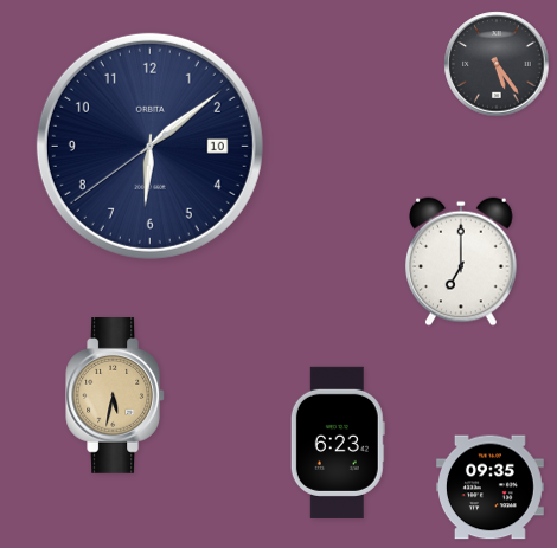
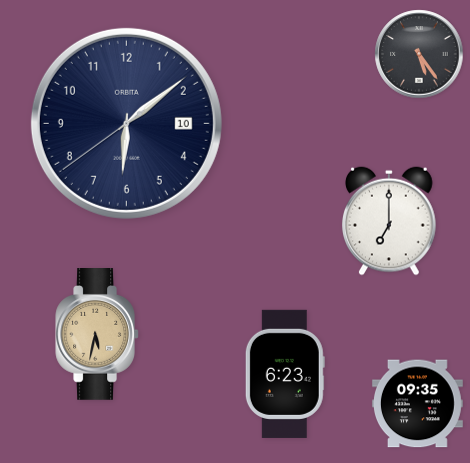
clock at (489, 488) position: (489, 488) -> (417, 404)
